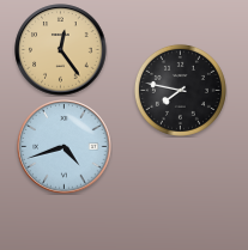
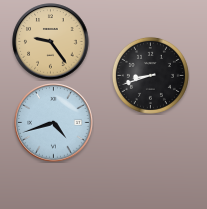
clock at (61, 50): 12:24 -> 9:24
clock at (180, 90): 7:47 -> 8:42
